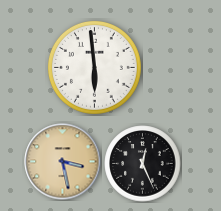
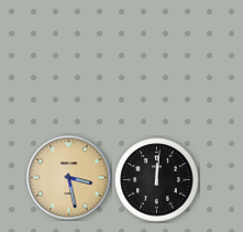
clock at (94, 67): 5:59 -> none
clock at (143, 164): 12:26 -> 12:01
